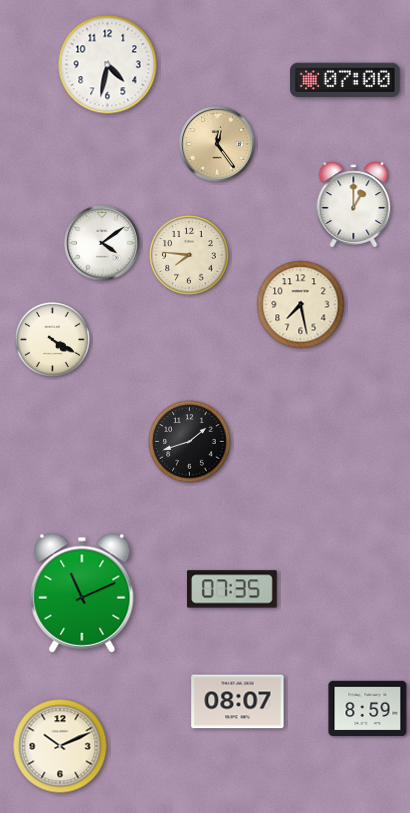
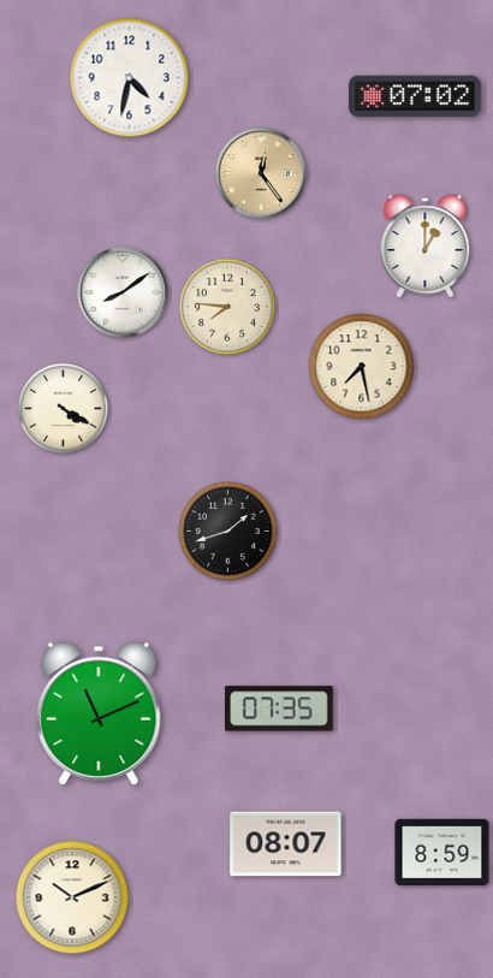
clock at (345, 80): 07:00 -> 07:02
clock at (102, 243): 4:09 -> 8:09
